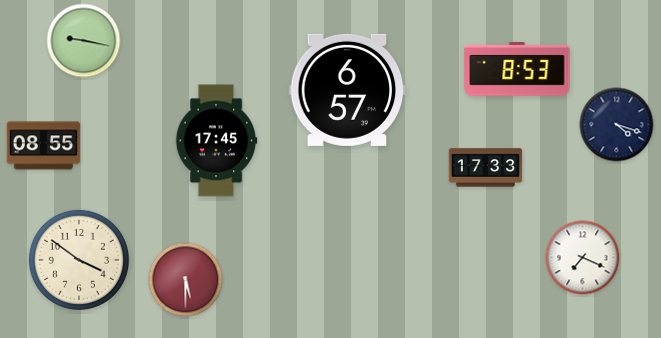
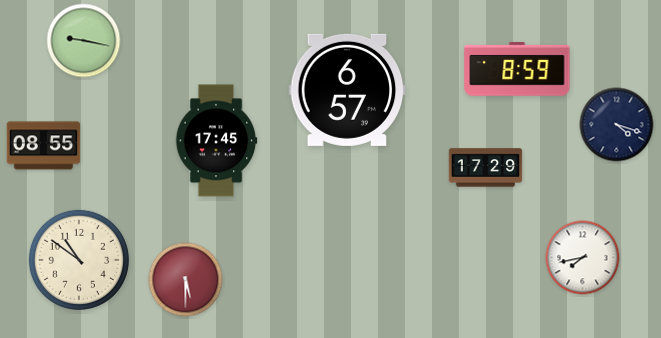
clock at (517, 70): 8:53 -> 8:59
clock at (486, 168): 17:33 -> 17:29
clock at (583, 258): 7:19 -> 7:43
clock at (79, 260): 3:51 -> 10:51
